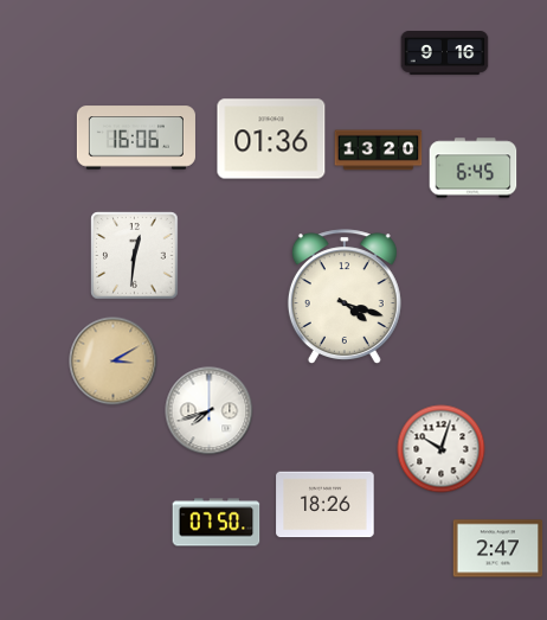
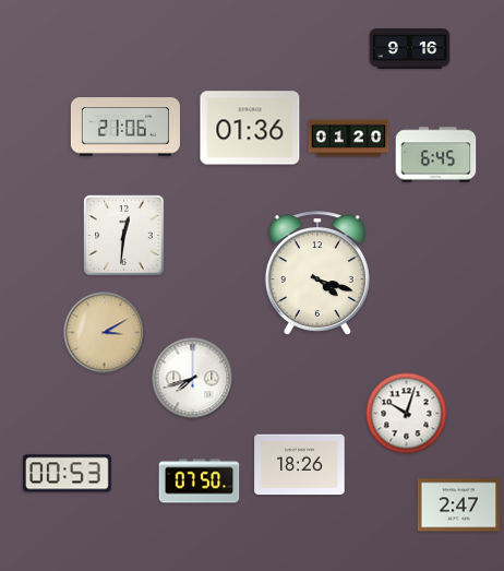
clock at (136, 138): 16:06 -> 21:06
clock at (379, 151): 13:20 -> 01:20
clock at (68, 474): none -> 00:53
